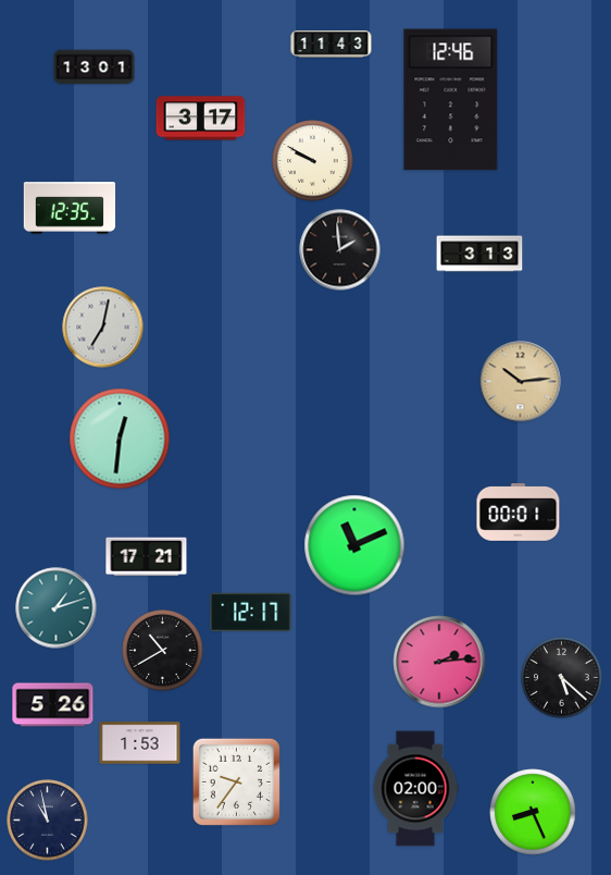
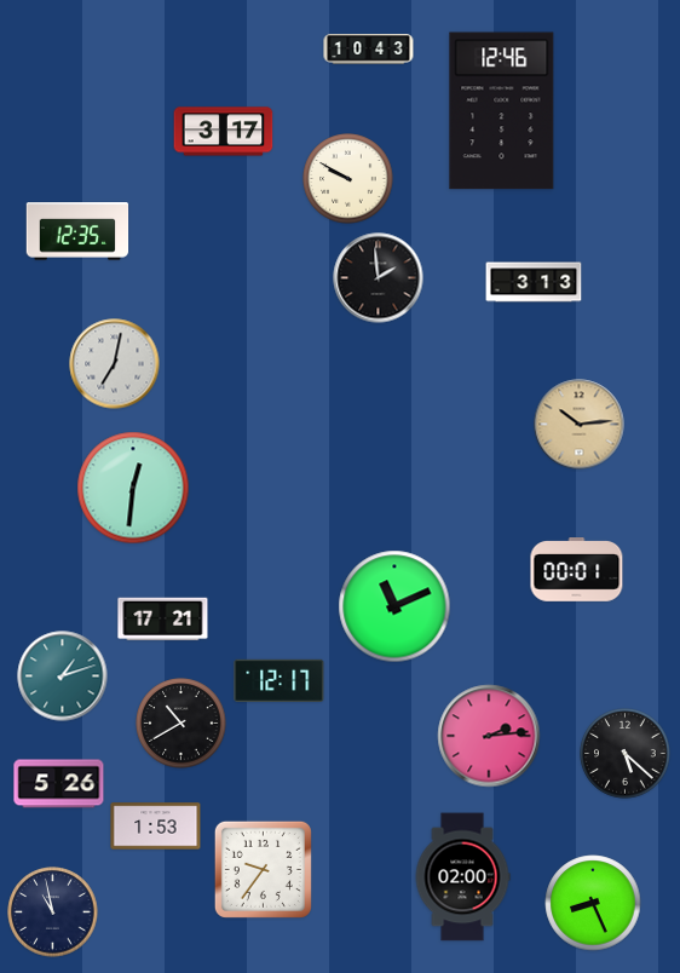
clock at (332, 45): 11:43 -> 10:43
clock at (95, 67): 13:01 -> none
